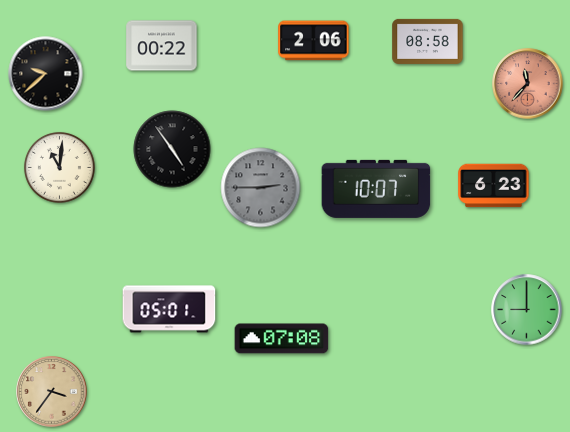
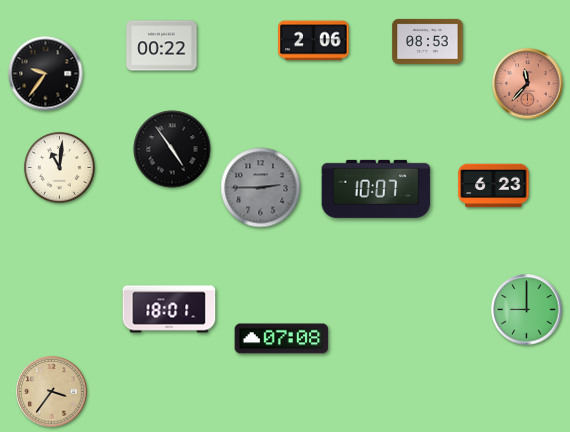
clock at (428, 41): 08:58 -> 08:53
clock at (46, 74): 9:38 -> 9:36
clock at (169, 309): 05:01 -> 18:01
